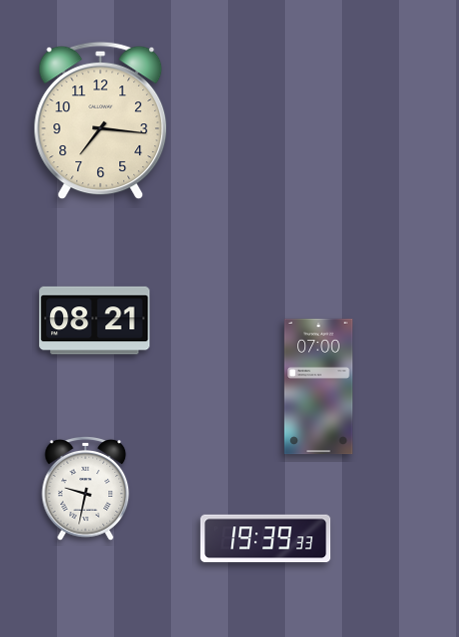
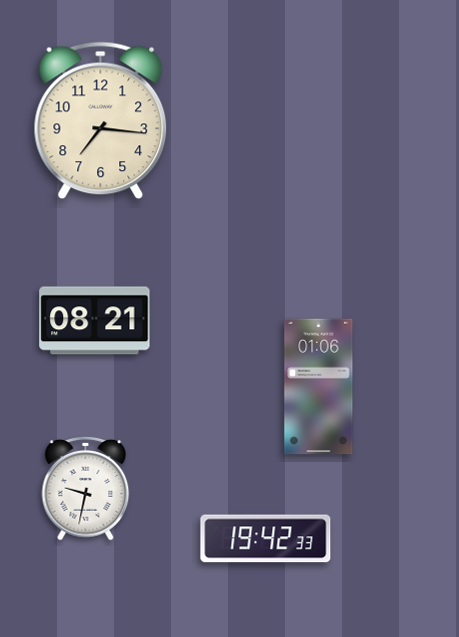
clock at (319, 387): 07:00 -> 01:06
clock at (266, 539): 19:39 -> 19:42
